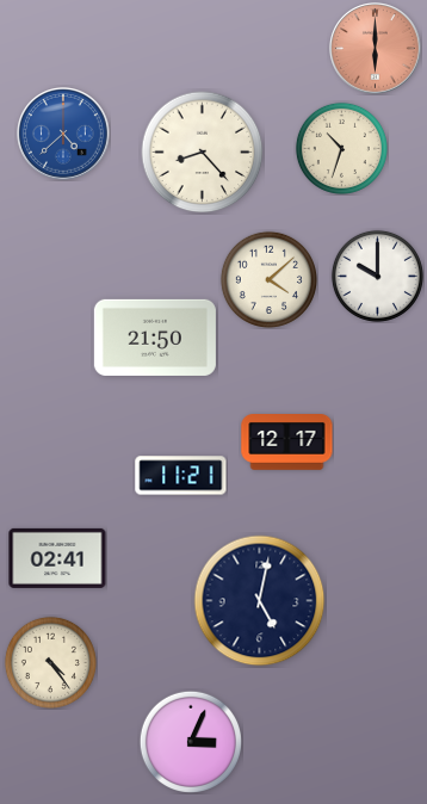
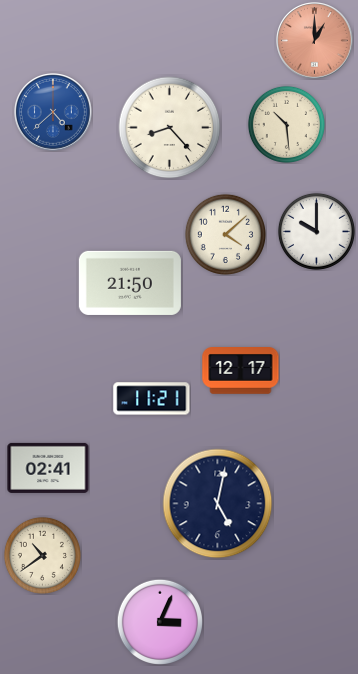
clock at (376, 49): 6:00 -> 1:00
clock at (341, 148): 10:33 -> 10:29
clock at (50, 662): 4:24 -> 10:39
